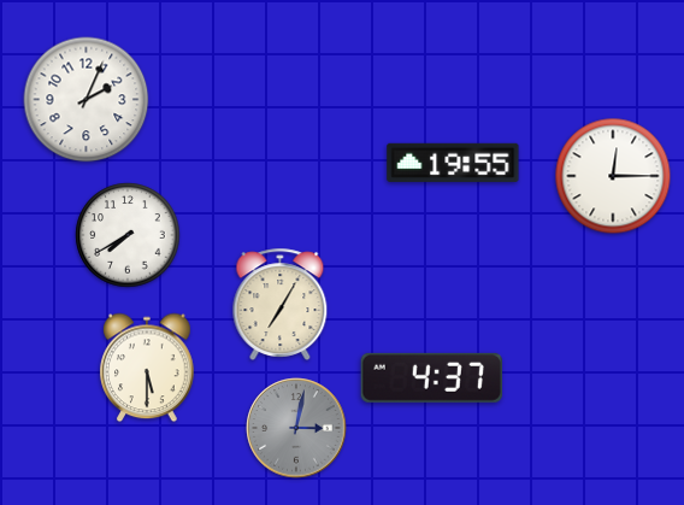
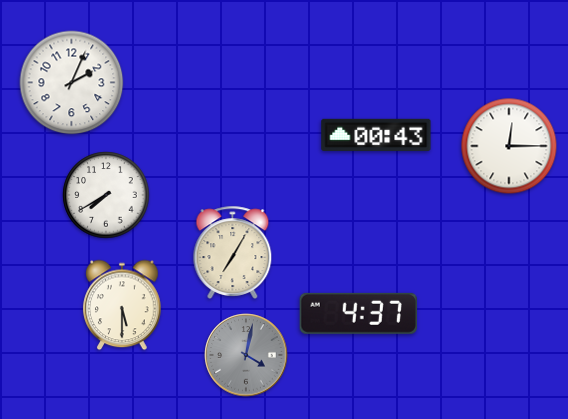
clock at (453, 163): 19:55 -> 00:43
clock at (296, 428): 3:02 -> 4:02
